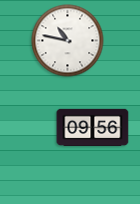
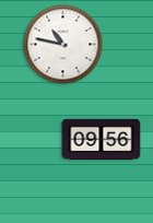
clock at (68, 41) position: (68, 41) -> (63, 45)
